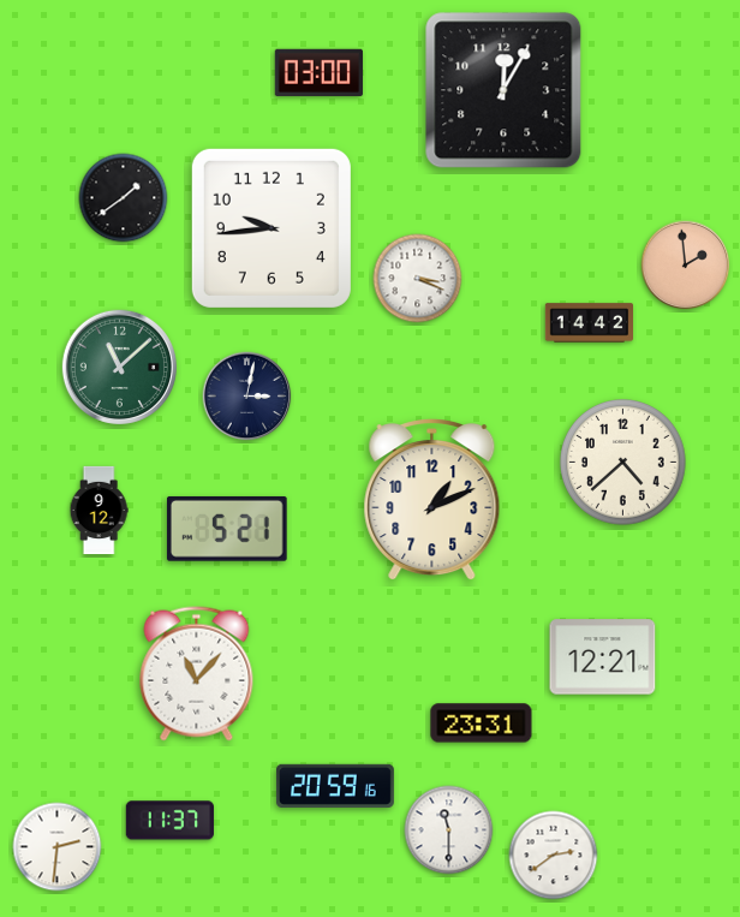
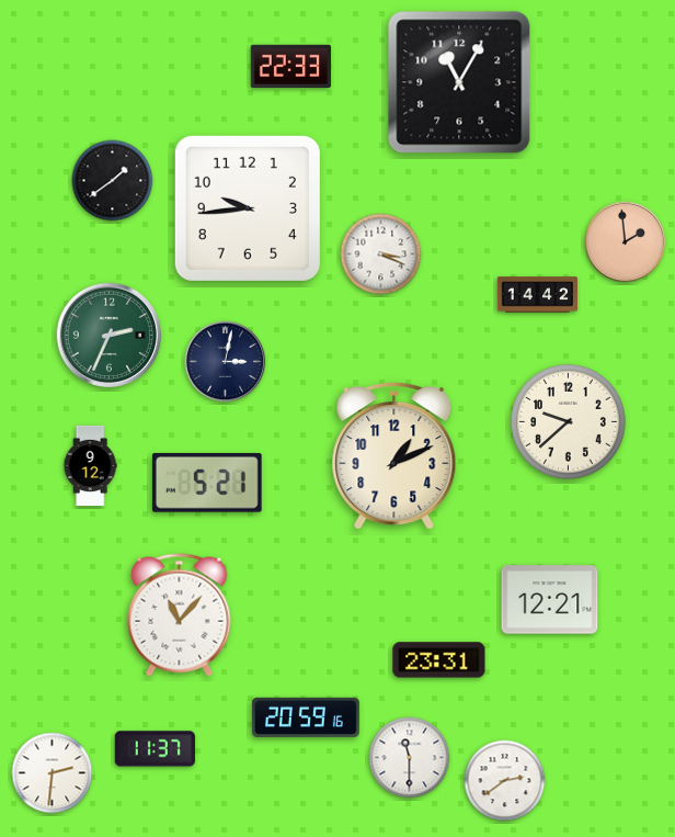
clock at (318, 72): 03:00 -> 22:33
clock at (503, 90): 12:05 -> 11:05
clock at (119, 367): 11:08 -> 2:34
clock at (623, 463): 4:38 -> 9:38
